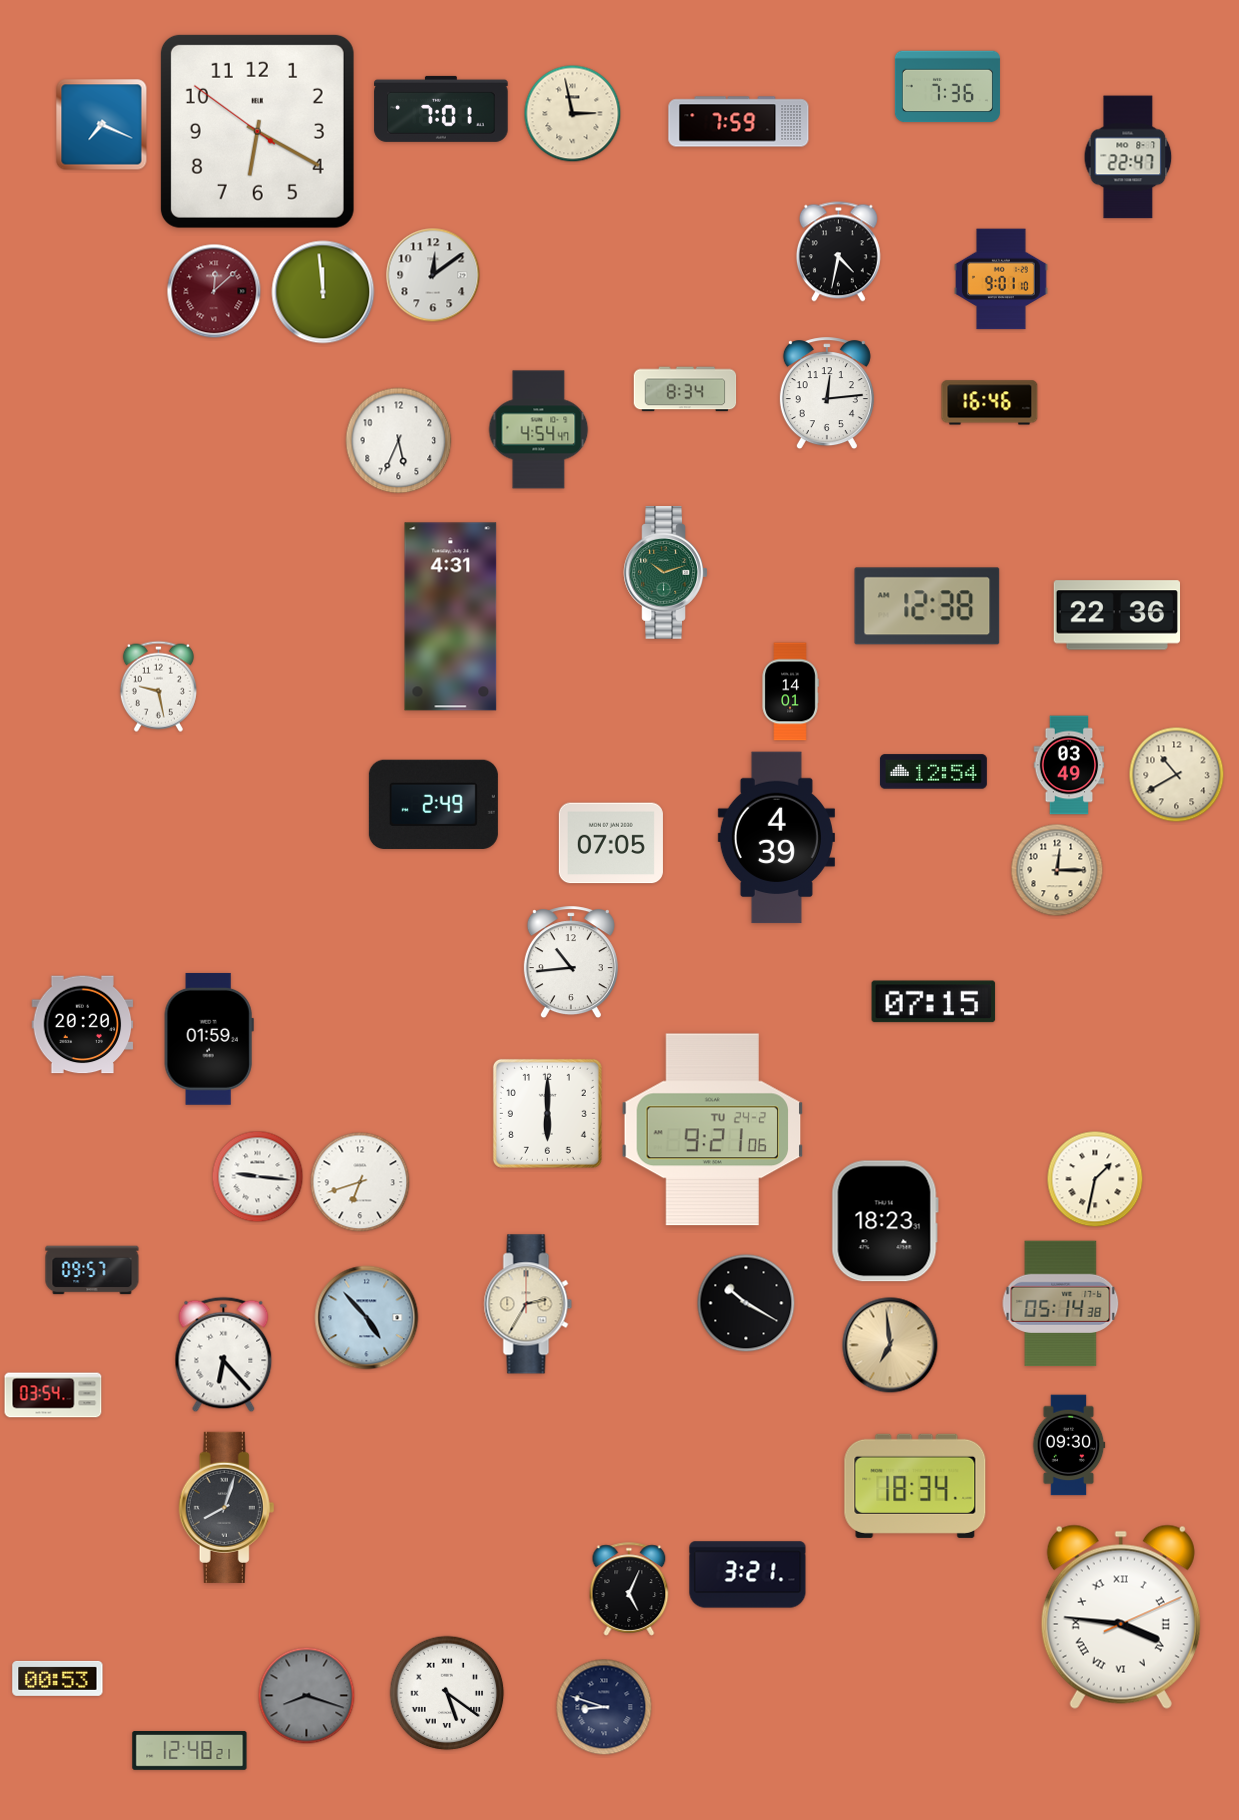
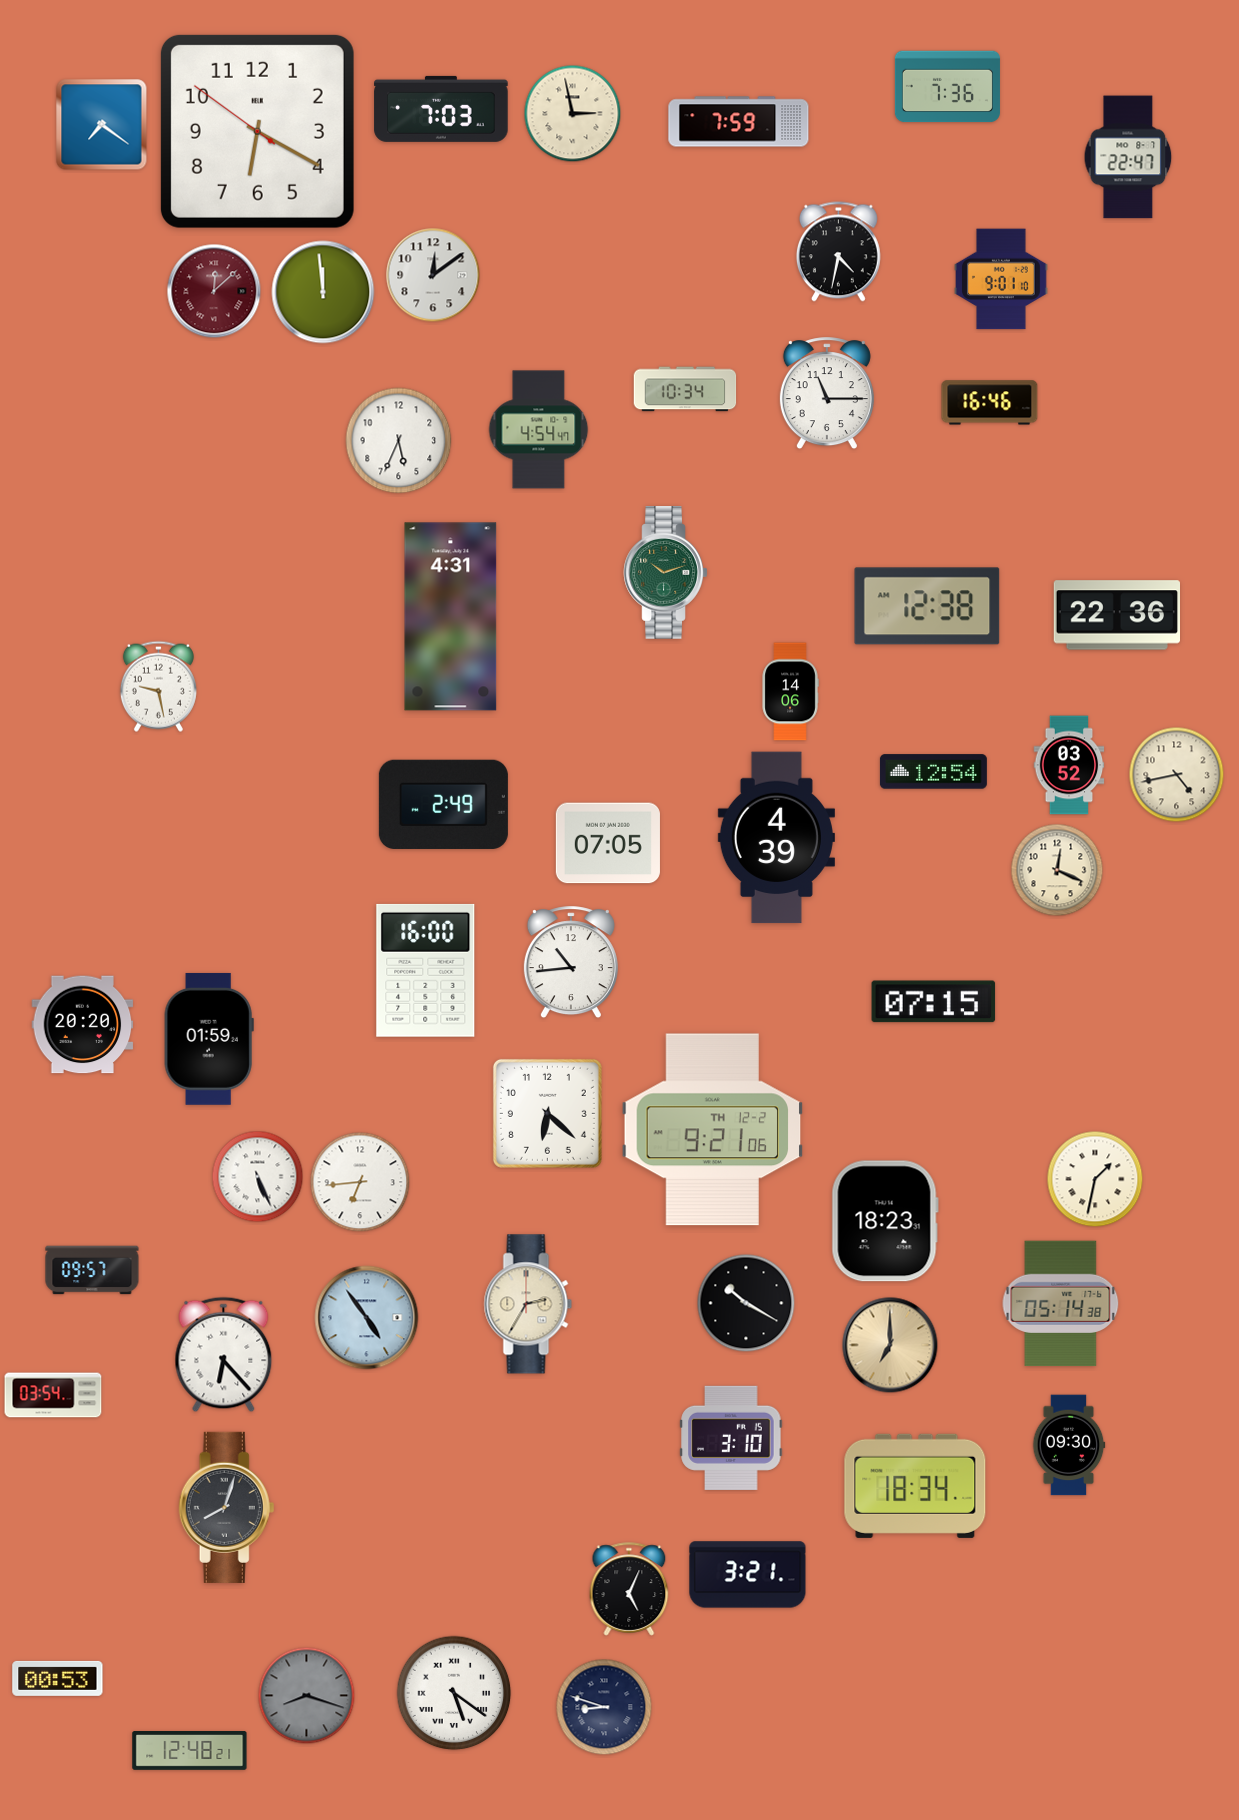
clock at (441, 109): 7:01 -> 7:03
clock at (102, 125): 7:19 -> 7:21
clock at (685, 389): 8:34 -> 10:34
clock at (827, 394): 12:14 -> 11:15
clock at (790, 692): 14:01 -> 14:06
clock at (1069, 765): 03:49 -> 03:52
clock at (1177, 775): 10:40 -> 4:43
clock at (433, 804) position: (433, 804) -> (443, 804)
clock at (611, 843) position: (611, 843) -> (608, 843)
clock at (1057, 870): 12:15 -> 12:19
clock at (426, 970): none -> 16:00
clock at (547, 1113): 6:00 -> 6:22
clock at (713, 1130) date: TU 24-2 -> TH 12-2
clock at (258, 1177): 9:16 -> 5:26
clock at (360, 1182): 6:42 -> 6:44
clock at (367, 1318): 4:53 -> 4:54
clock at (890, 1345): 6:59 -> 7:00
clock at (731, 1438): none -> 3:10
clock at (1121, 1617): 3:46 -> none
clock at (447, 1693) position: (447, 1693) -> (454, 1693)
